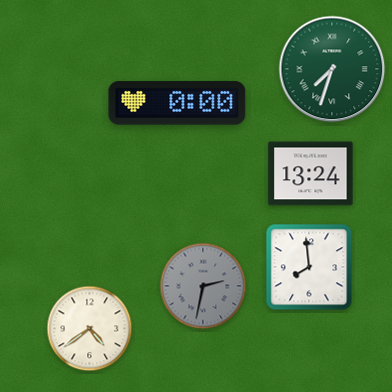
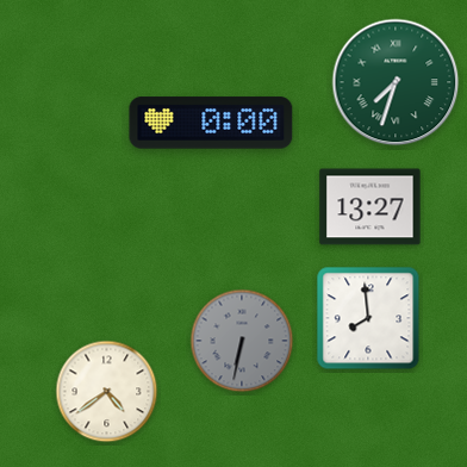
clock at (311, 174): 13:24 -> 13:27
clock at (203, 286): 2:32 -> 6:32
